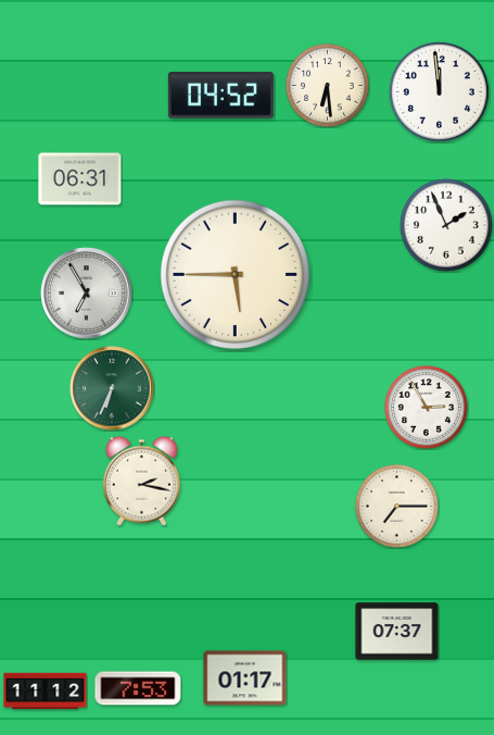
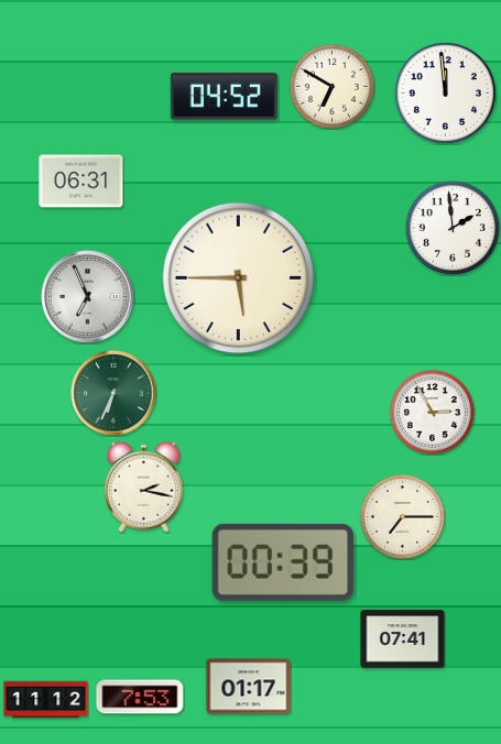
clock at (328, 86): 6:29 -> 6:50
clock at (446, 225): 1:56 -> 1:59
clock at (87, 294): 6:55 -> 6:56
clock at (397, 507) position: (397, 507) -> (403, 517)
clock at (283, 562): none -> 00:39
clock at (397, 632): 07:37 -> 07:41
